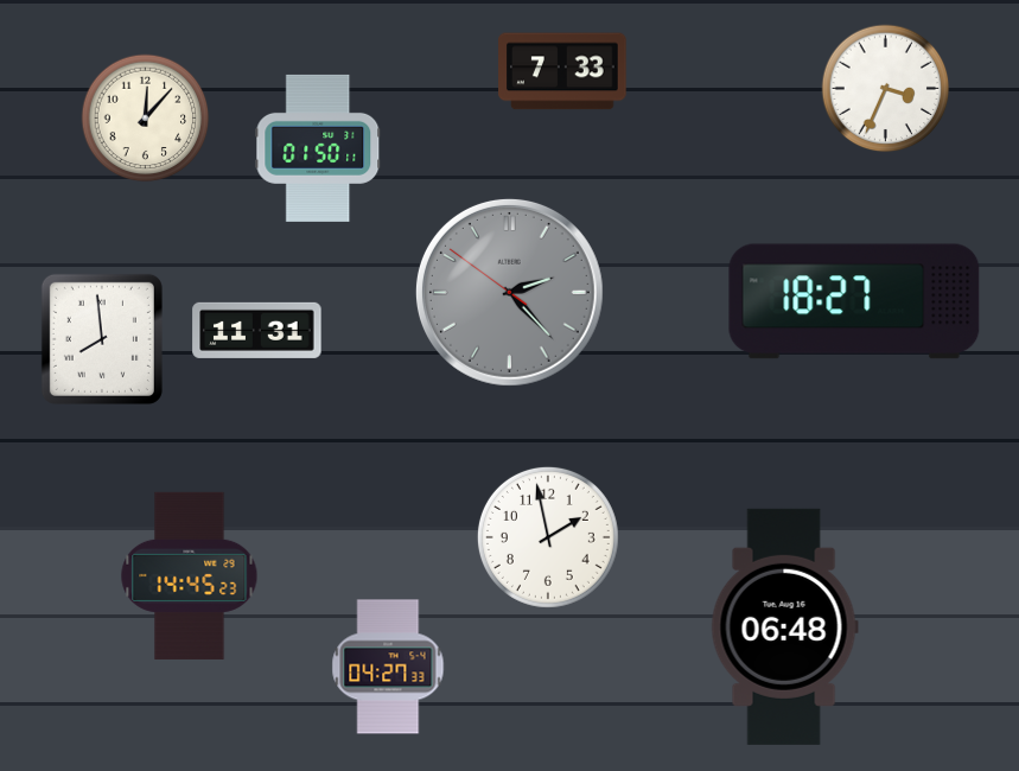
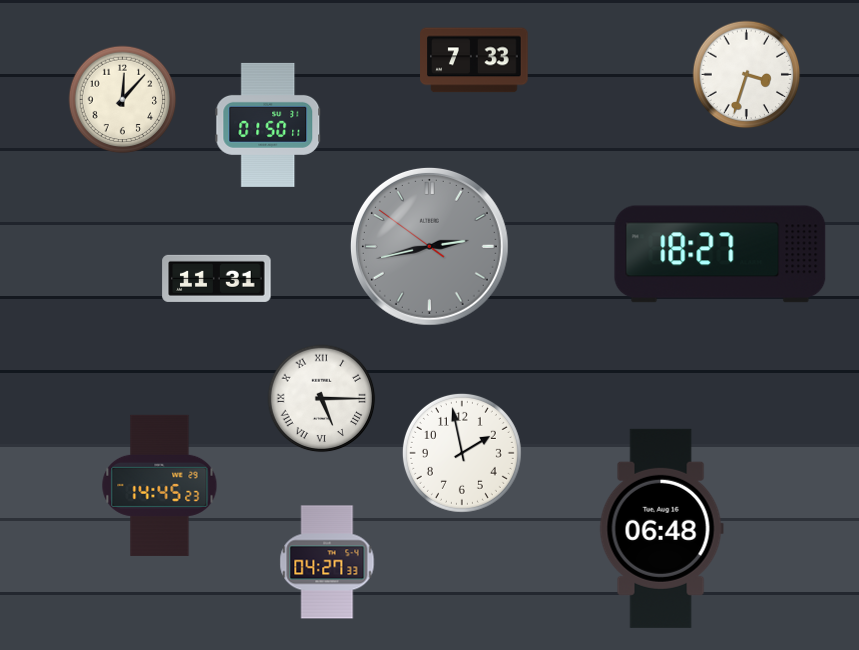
clock at (886, 89): 3:34 -> 3:33
clock at (509, 292): 2:22 -> 2:42
clock at (102, 339): 7:59 -> none
clock at (322, 399): none -> 5:15
